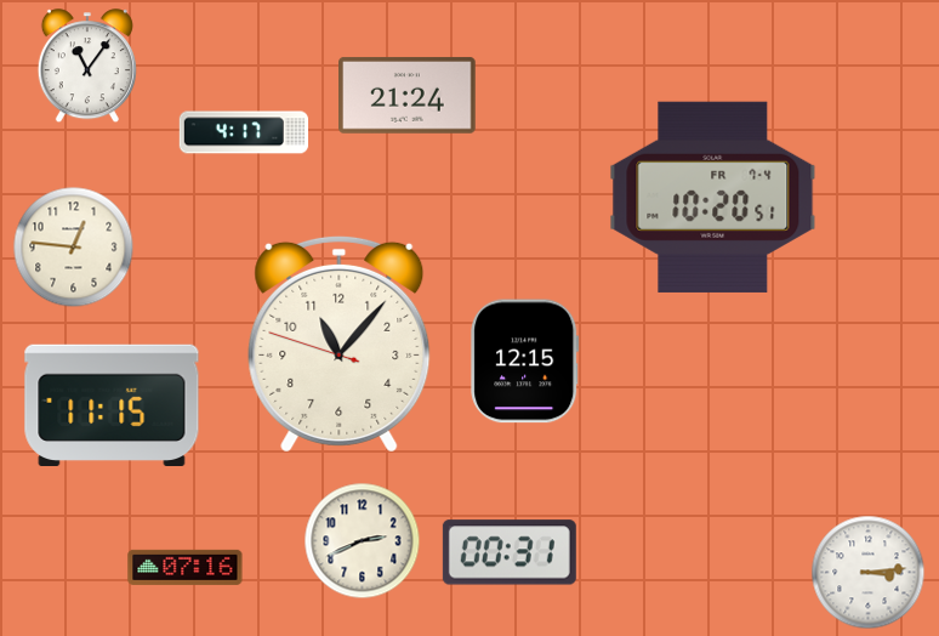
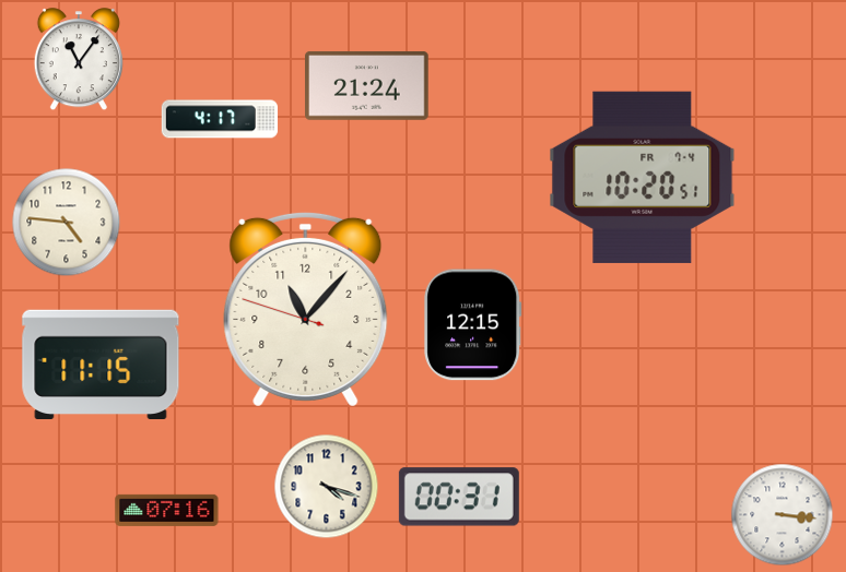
clock at (74, 248): 12:46 -> 4:46
clock at (363, 541): 2:41 -> 4:18
clock at (869, 573): 3:14 -> 3:16
